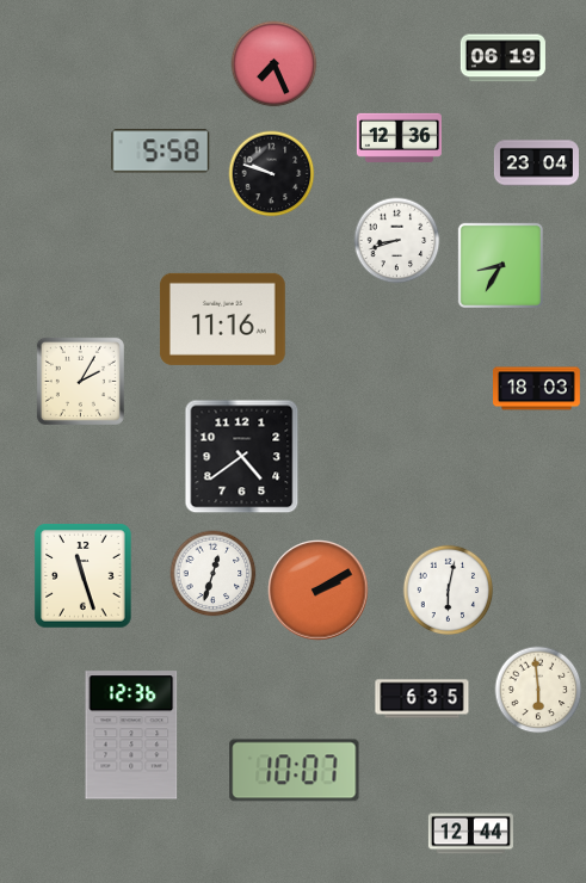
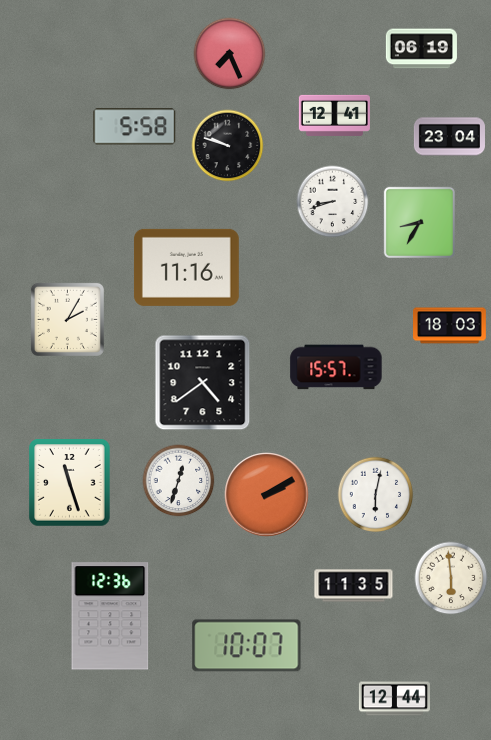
clock at (399, 137): 12:36 -> 12:41
clock at (336, 367): none -> 15:57
clock at (422, 699): 6:35 -> 11:35
